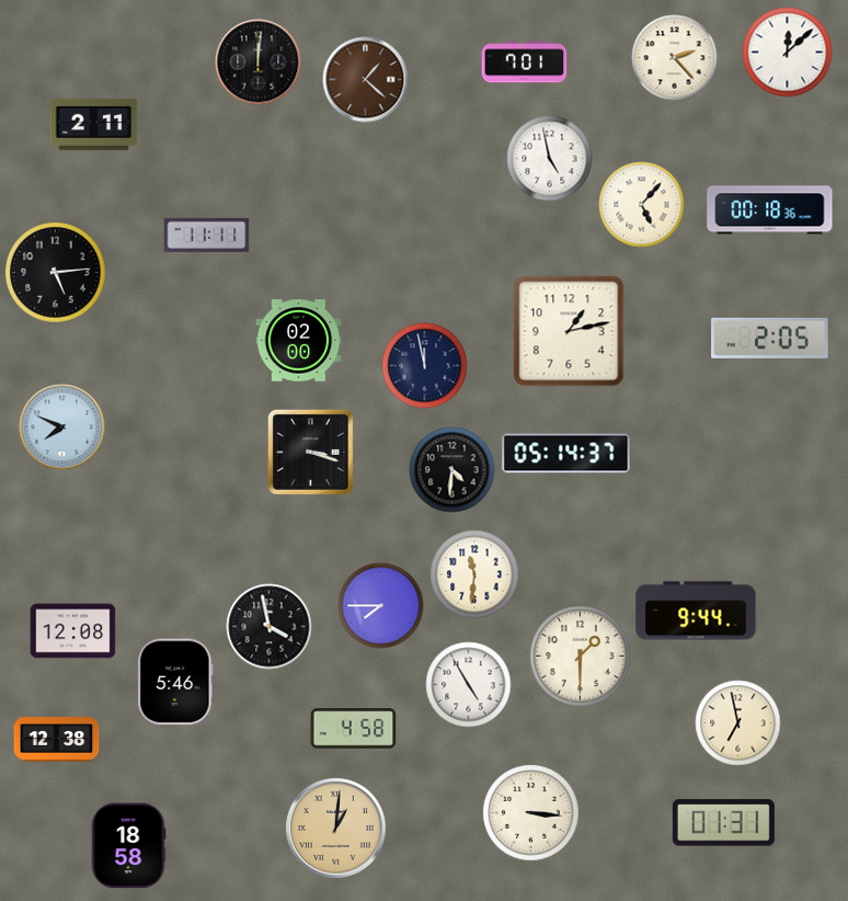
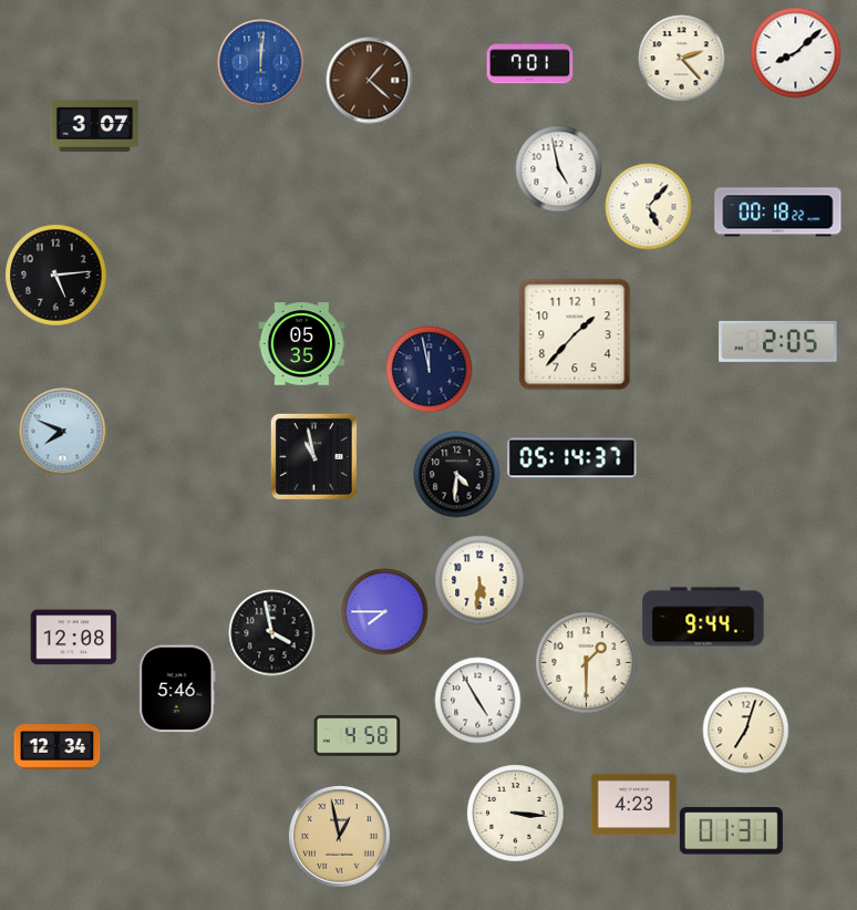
clock at (787, 52): 12:08 -> 8:08
clock at (257, 61) dial: black -> blue
clock at (93, 124): 2:11 -> 3:07
clock at (549, 158) position: (549, 158) -> (558, 168)
clock at (770, 210): 00:18:36 -> 00:18:22
clock at (206, 235): 11:11 -> none
clock at (569, 331): 1:13 -> 1:37
clock at (298, 341): 02:00 -> 05:35
clock at (310, 452): 3:18 -> 10:58
clock at (474, 574): 11:31 -> 5:31
clock at (468, 684) position: (468, 684) -> (477, 700)
clock at (737, 722): 6:58 -> 7:03
clock at (56, 740): 12:38 -> 12:34
clock at (633, 805): none -> 4:23
clock at (530, 812) position: (530, 812) -> (515, 813)
clock at (336, 829): 1:01 -> 12:58
clock at (128, 845): 18:58 -> none
